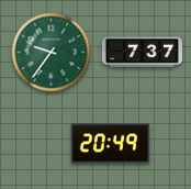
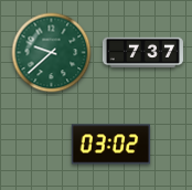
clock at (52, 53): 9:36 -> 9:38
clock at (111, 144): 20:49 -> 03:02
